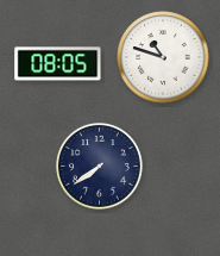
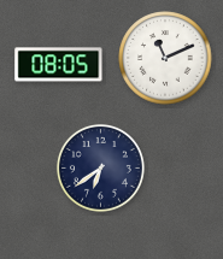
clock at (163, 57): 10:48 -> 11:11
clock at (99, 166): 7:39 -> 6:39
